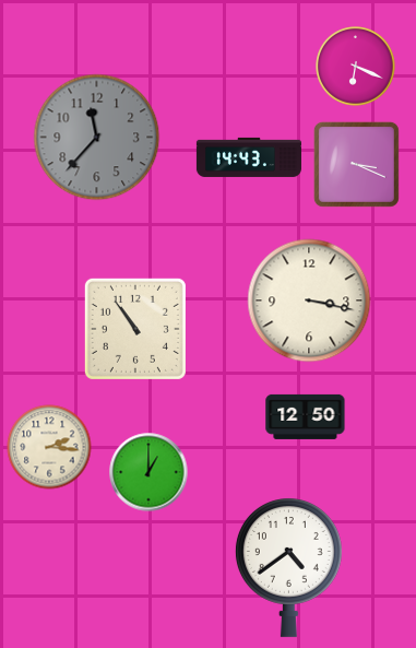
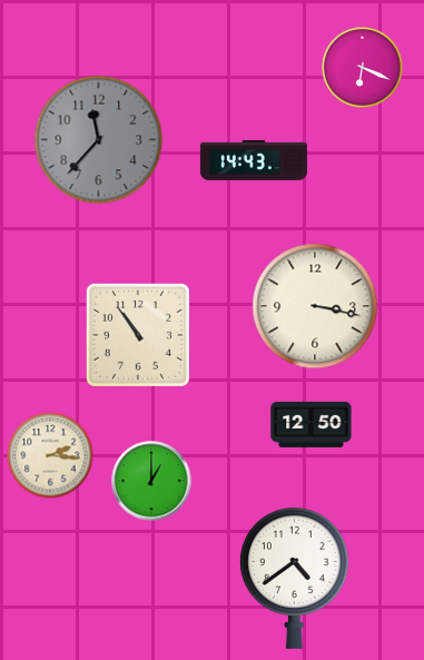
clock at (356, 164): 3:19 -> none
